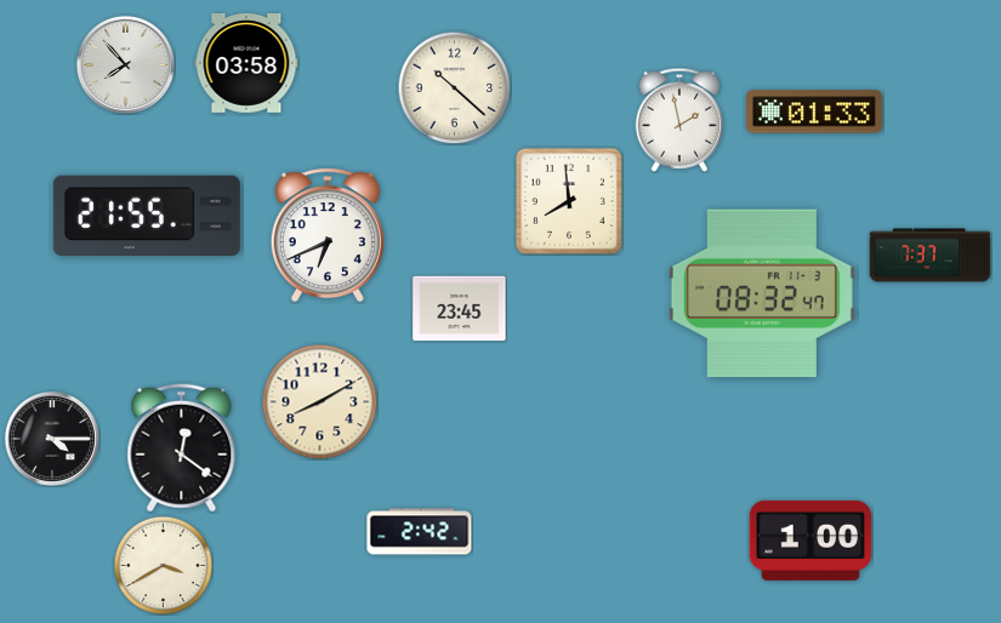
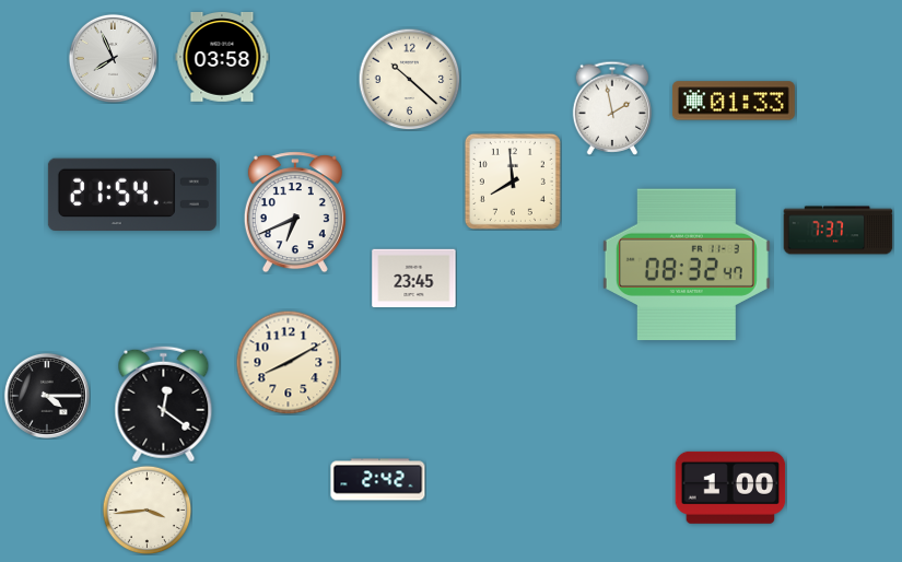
clock at (125, 64): 7:53 -> 7:56
clock at (147, 215): 21:55 -> 21:54
clock at (163, 565): 3:40 -> 3:44
